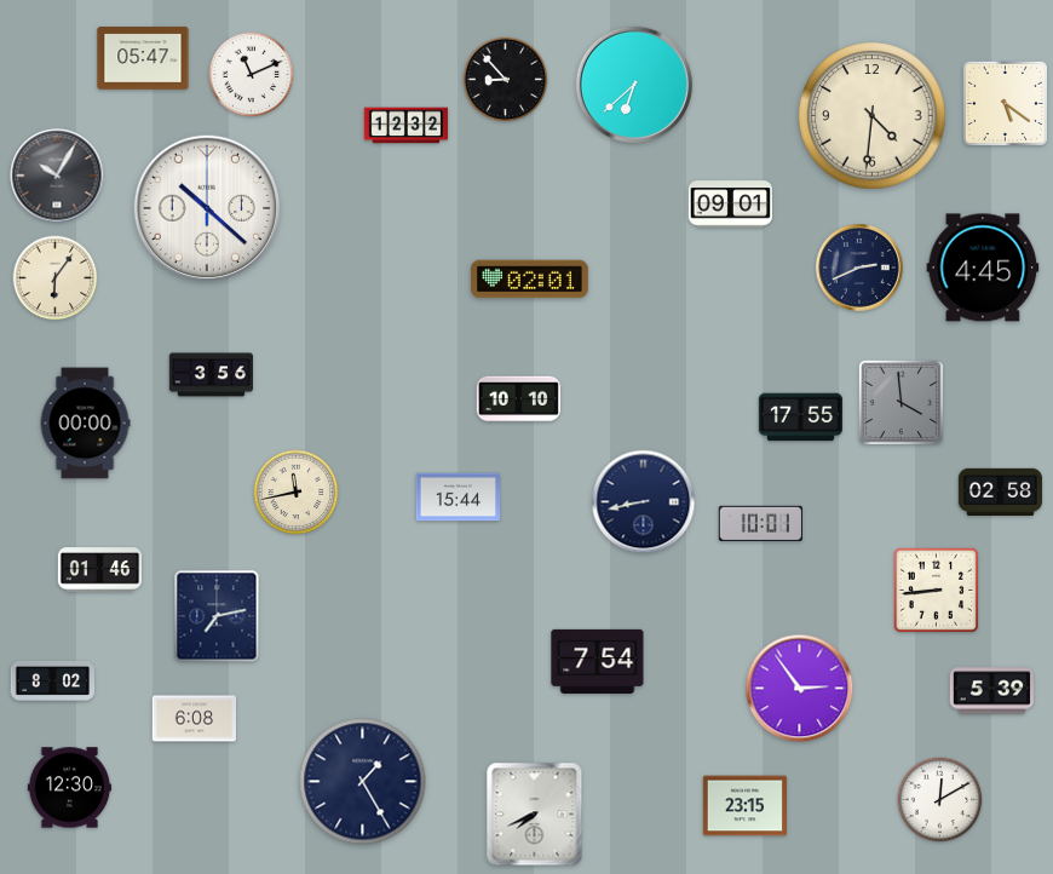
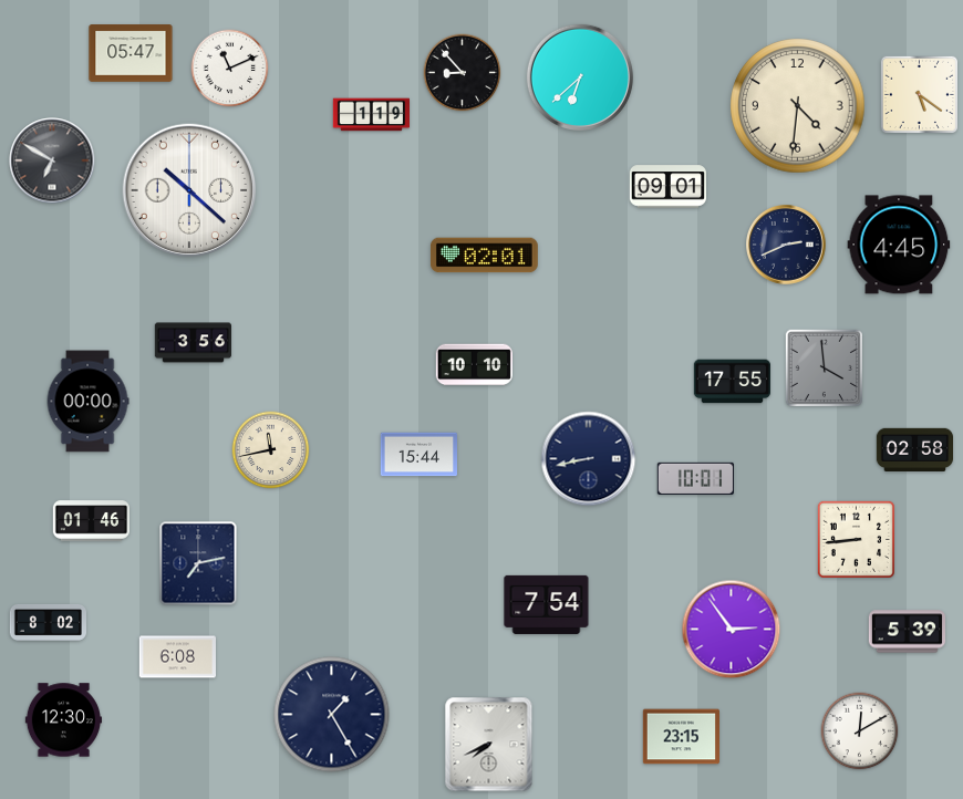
clock at (407, 126): 12:32 -> 1:19
clock at (57, 176): 10:05 -> 6:50
clock at (56, 278): 6:06 -> none
clock at (85, 424) position: (85, 424) -> (87, 402)
